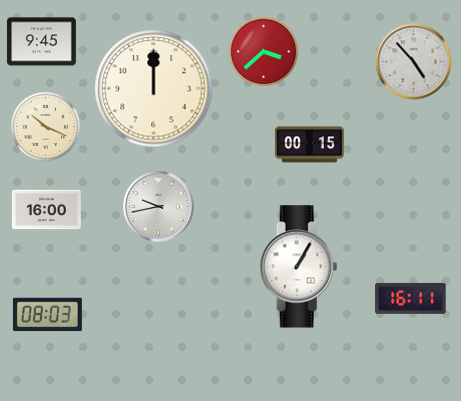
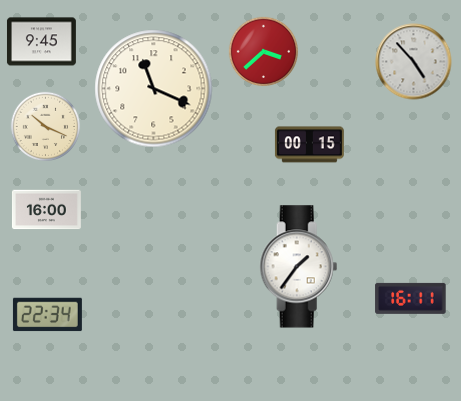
clock at (154, 89): 12:00 -> 11:19
clock at (159, 207): 9:43 -> none
clock at (299, 267): 1:05 -> 1:36
clock at (47, 315): 08:03 -> 22:34
